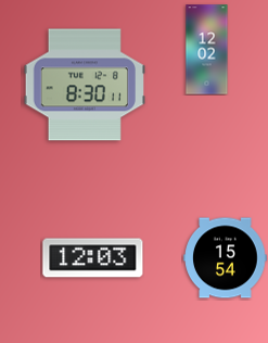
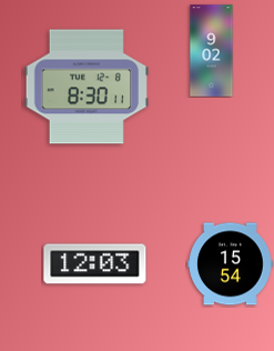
clock at (207, 50): 12:02 -> 9:02
